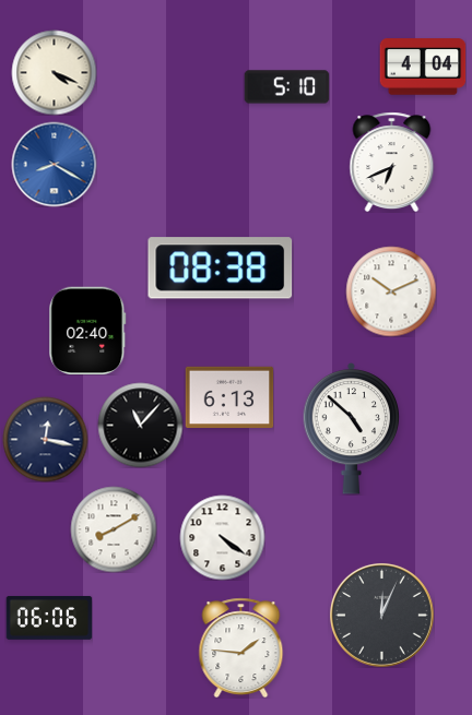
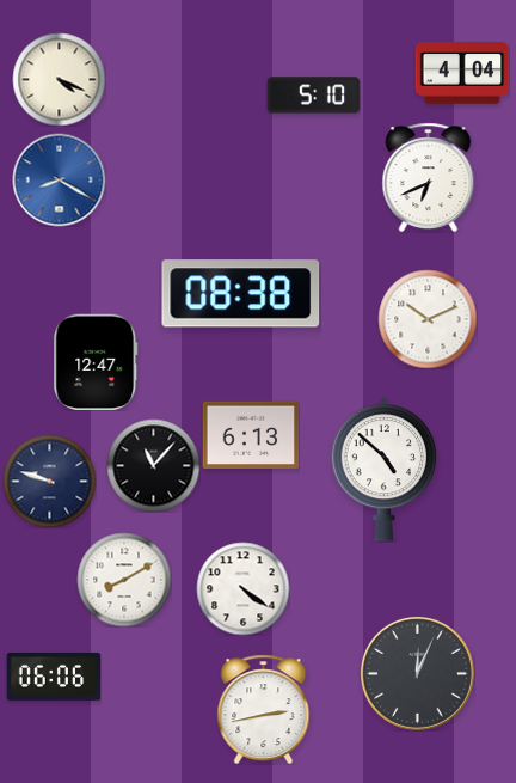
clock at (87, 331): 02:40 -> 12:47
clock at (45, 439): 12:17 -> 9:48
clock at (241, 647): 1:46 -> 2:43
